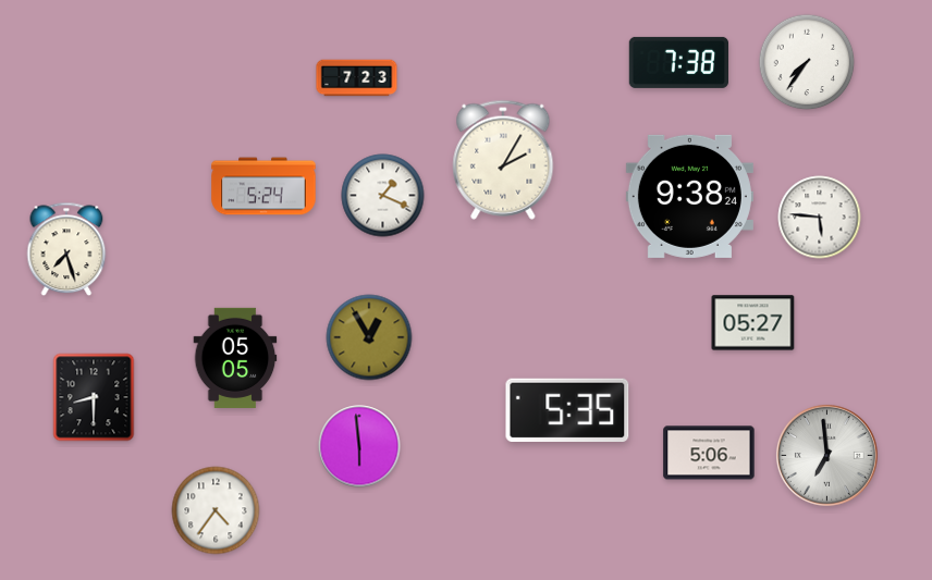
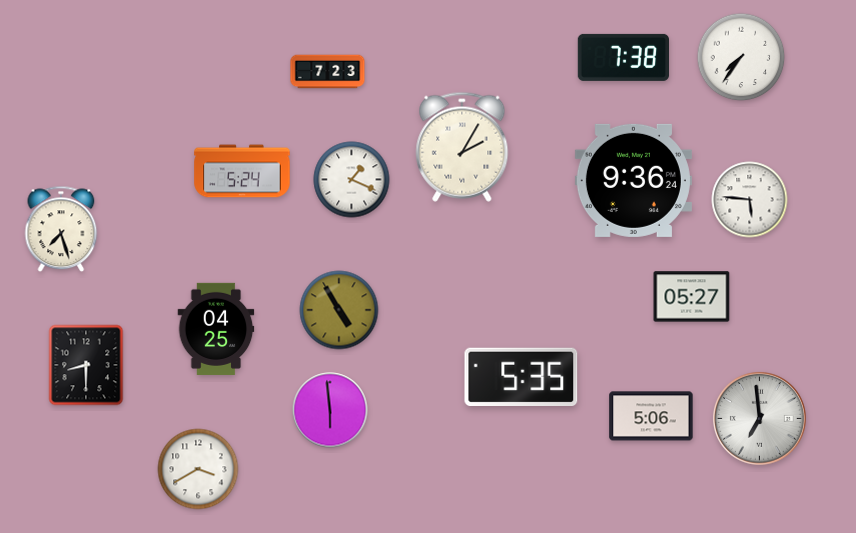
clock at (689, 196): 9:38 -> 9:36
clock at (820, 218) position: (820, 218) -> (750, 200)
clock at (369, 337): 12:55 -> 4:55
clock at (235, 358): 05:05 -> 04:25
clock at (216, 510): 4:36 -> 3:40
